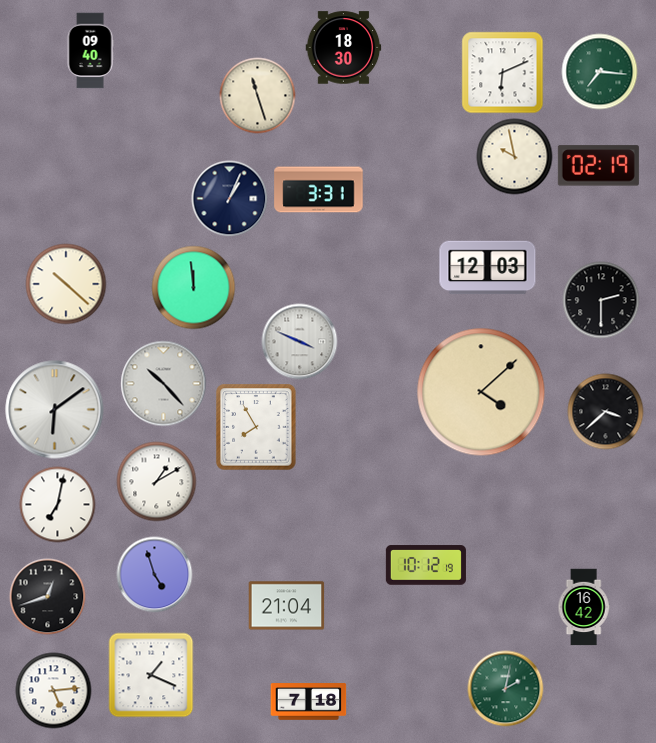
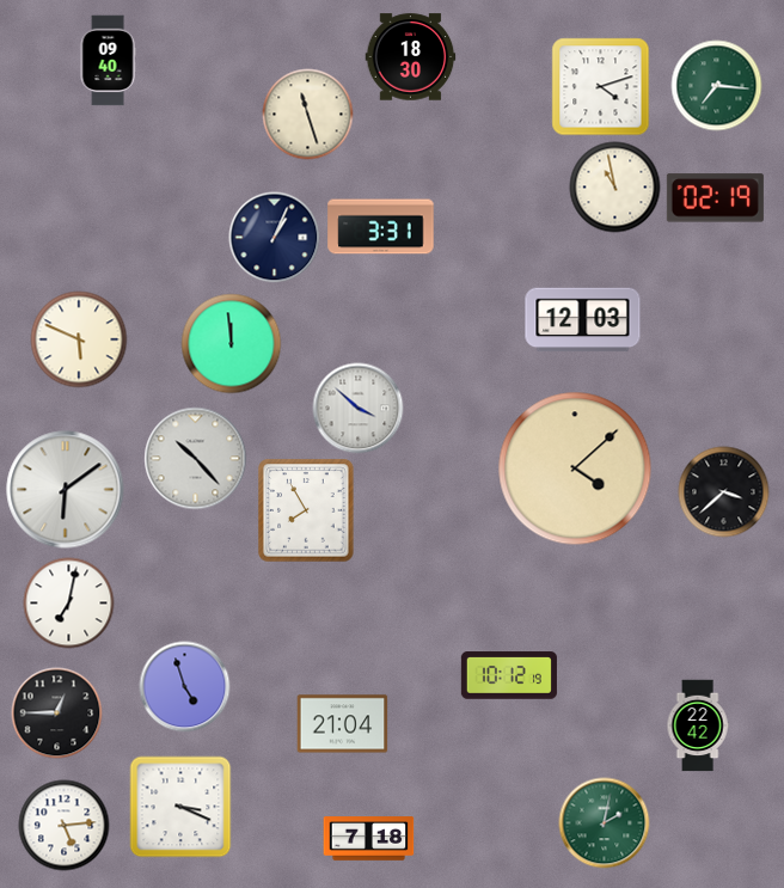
clock at (503, 73): 6:11 -> 4:12
clock at (515, 157): 9:58 -> 10:58
clock at (66, 284): 10:22 -> 5:49
clock at (601, 300): 2:30 -> none
clock at (300, 342): 3:49 -> 3:52
clock at (157, 482): 1:10 -> none
clock at (48, 597): 12:42 -> 12:45
clock at (584, 607): 16:42 -> 22:42
clock at (151, 675): 1:19 -> 3:19
